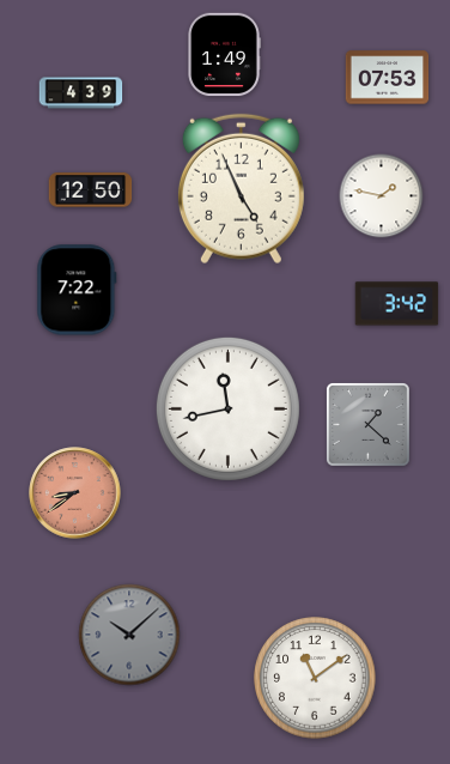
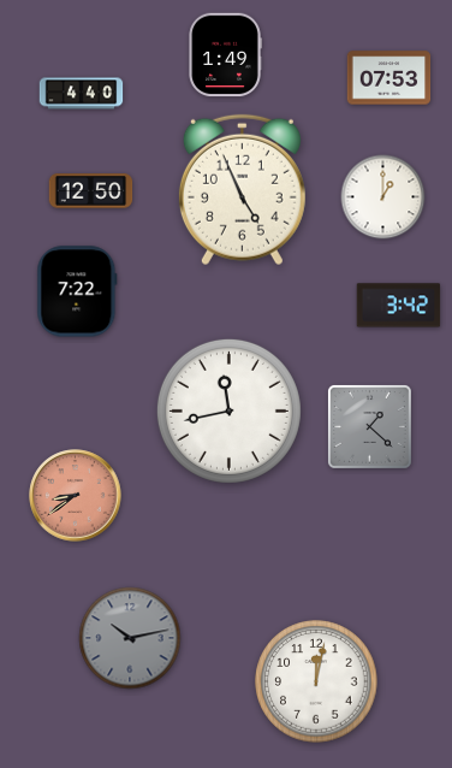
clock at (81, 93): 4:39 -> 4:40
clock at (382, 196): 1:47 -> 1:00
clock at (129, 635): 10:08 -> 10:13
clock at (315, 678): 11:09 -> 12:02
